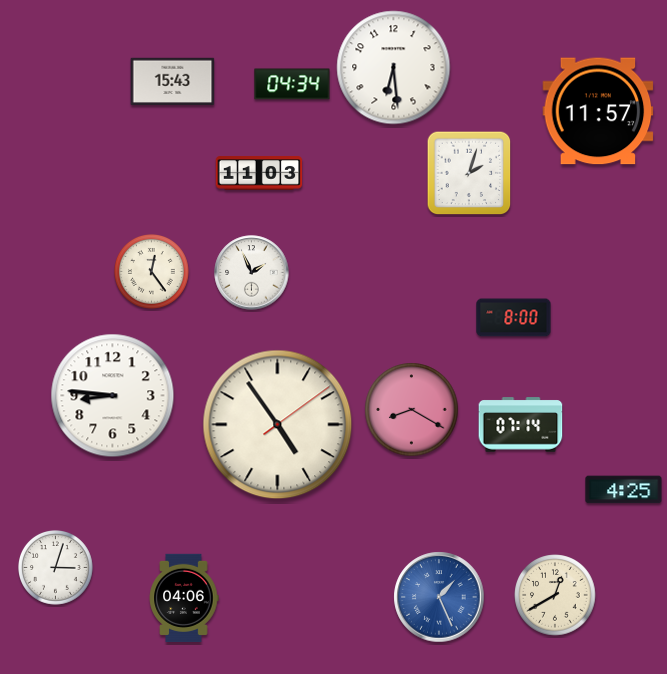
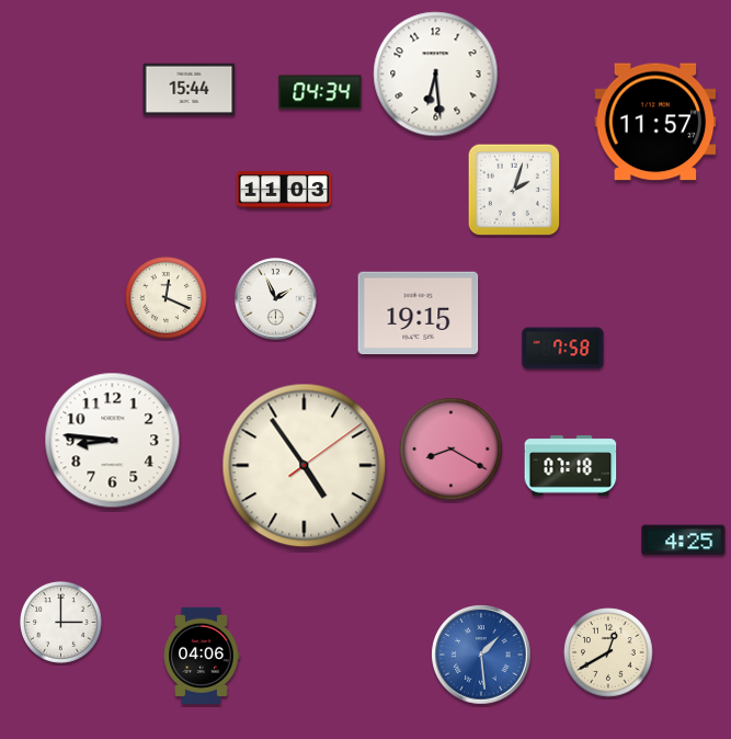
clock at (394, 68) position: (394, 68) -> (436, 75)
clock at (173, 82): 15:43 -> 15:44
clock at (152, 272): 12:24 -> 12:19
clock at (419, 314): none -> 19:15
clock at (514, 318): 8:00 -> 7:58
clock at (113, 396) position: (113, 396) -> (113, 441)
clock at (521, 425): 07:14 -> 07:18
clock at (624, 490) position: (624, 490) -> (684, 541)
clock at (56, 568): 3:03 -> 3:00
clock at (439, 597): 1:26 -> 1:29
